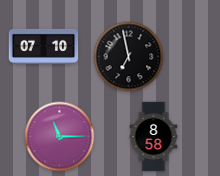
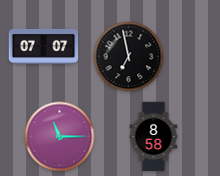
clock at (44, 46): 07:10 -> 07:07
